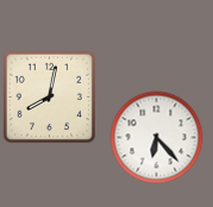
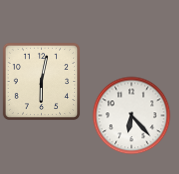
clock at (49, 96): 8:02 -> 6:02
